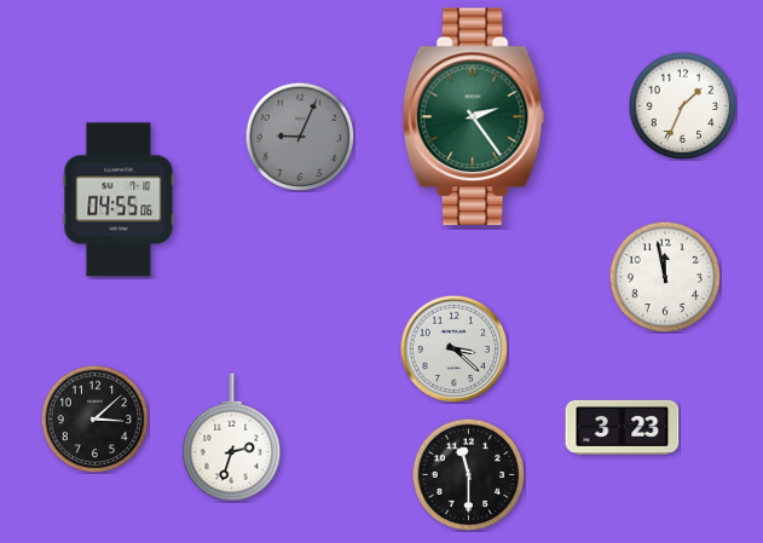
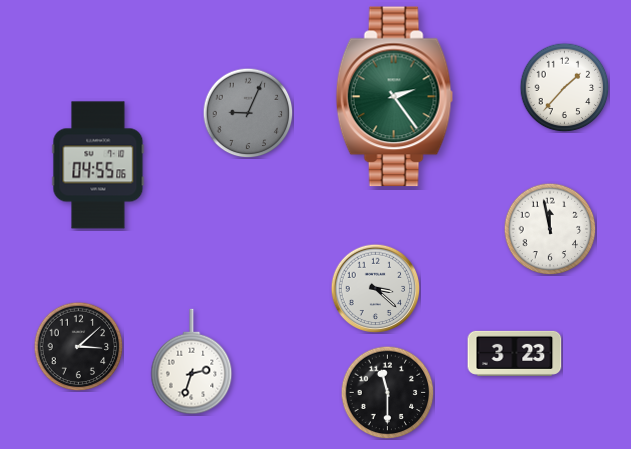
clock at (682, 105): 1:34 -> 1:37
clock at (474, 117) position: (474, 117) -> (395, 97)
